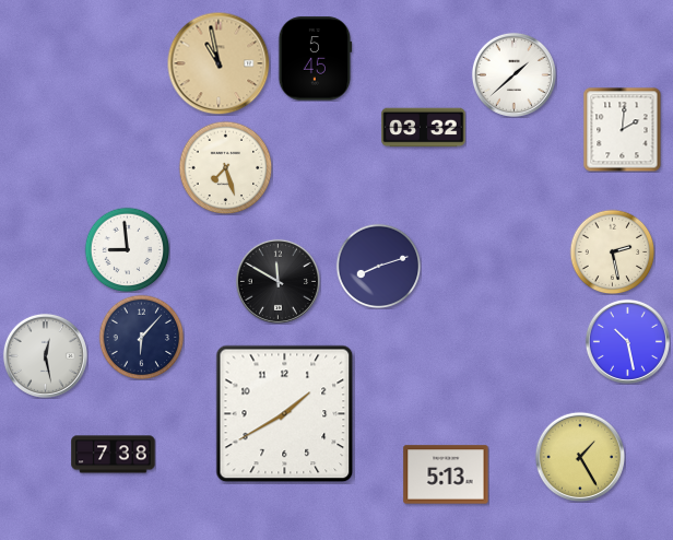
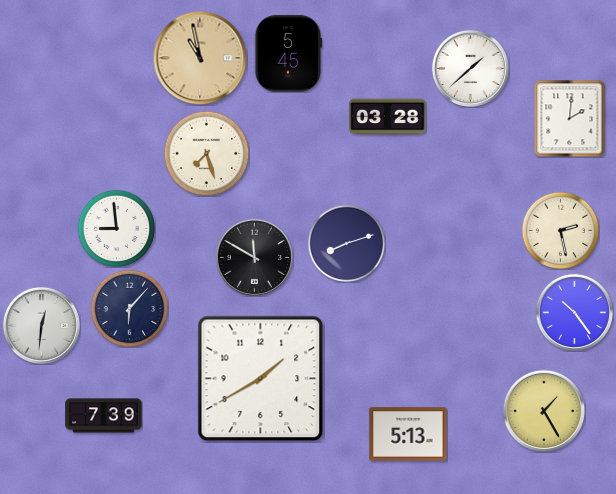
clock at (424, 128): 03:32 -> 03:28
clock at (627, 341): 10:28 -> 10:24
clock at (45, 355): 12:28 -> 12:31
clock at (114, 455): 7:38 -> 7:39
clock at (579, 456) position: (579, 456) -> (543, 410)
